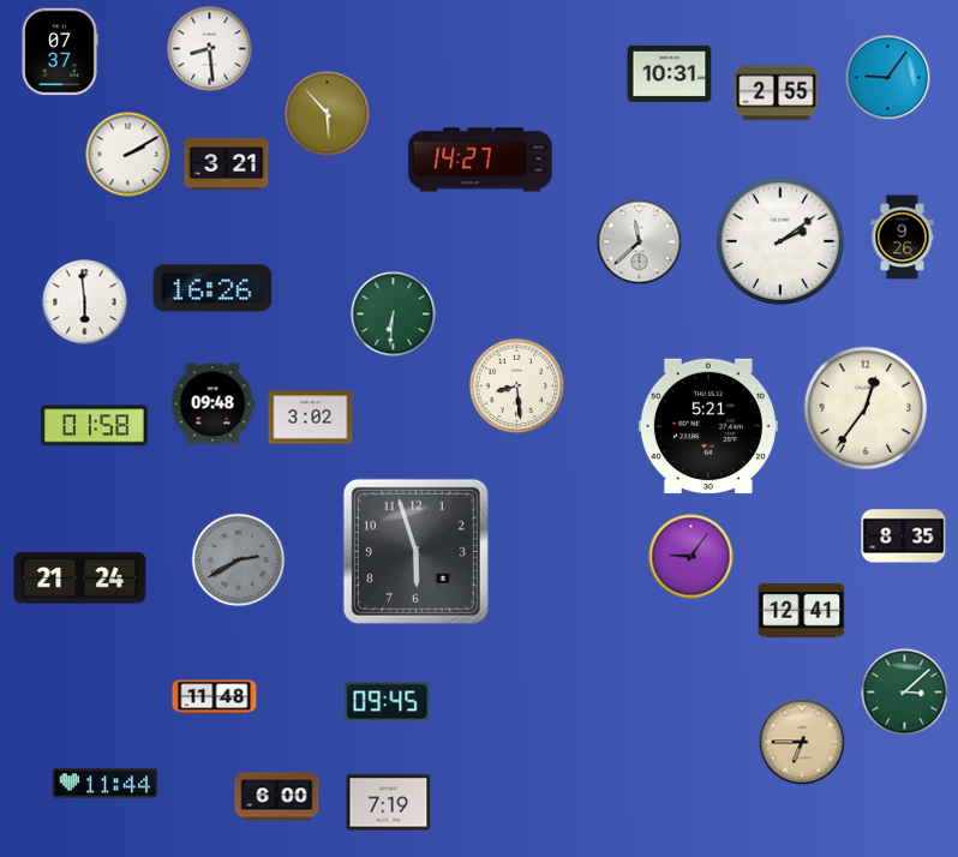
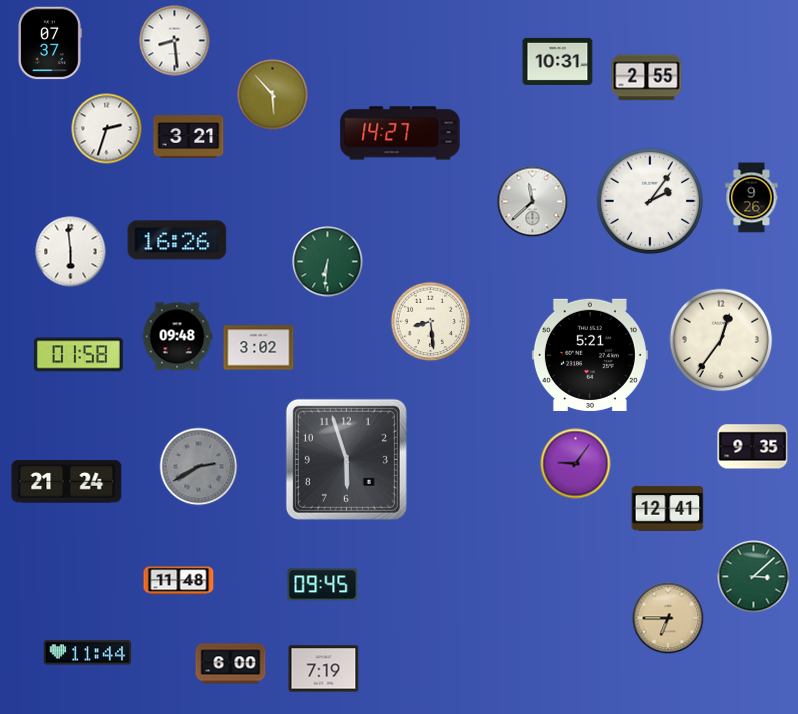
clock at (888, 78): 9:06 -> none
clock at (128, 155): 2:10 -> 2:33
clock at (780, 241): 2:09 -> 2:06
clock at (904, 537): 8:35 -> 9:35
